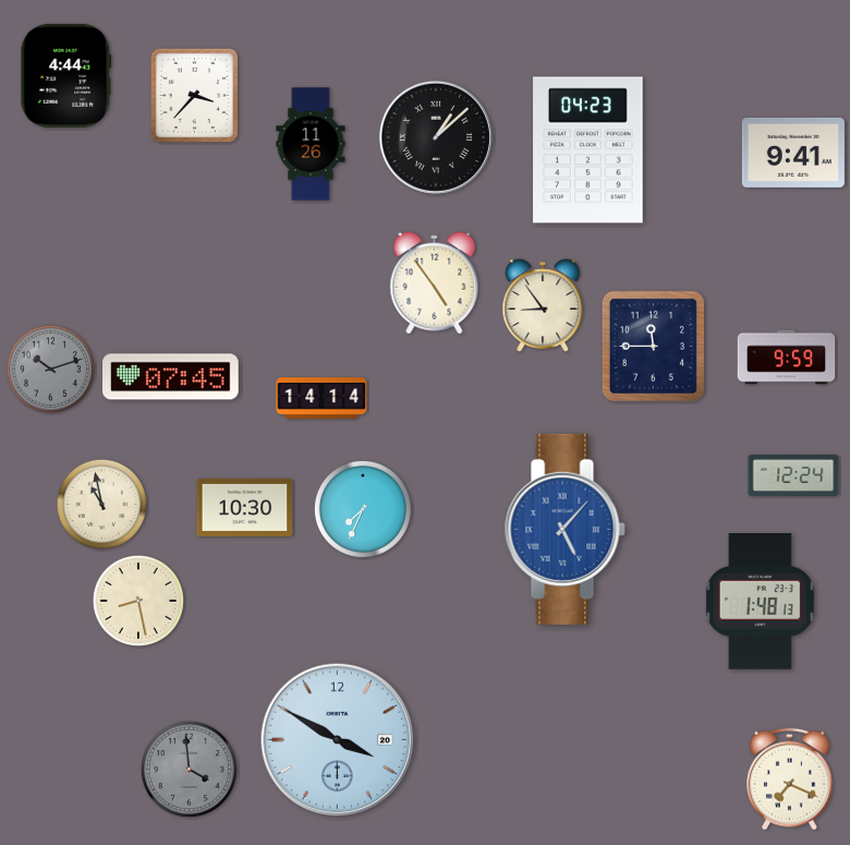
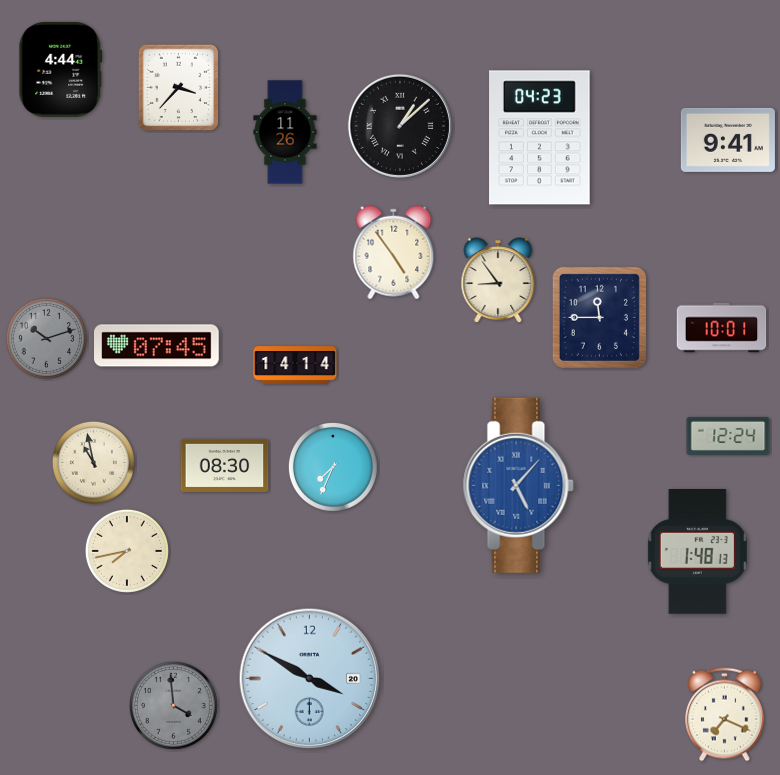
clock at (435, 283) position: (435, 283) -> (394, 253)
clock at (787, 358): 9:59 -> 10:01
clock at (245, 507): 10:30 -> 08:30
clock at (138, 601): 8:28 -> 7:43
